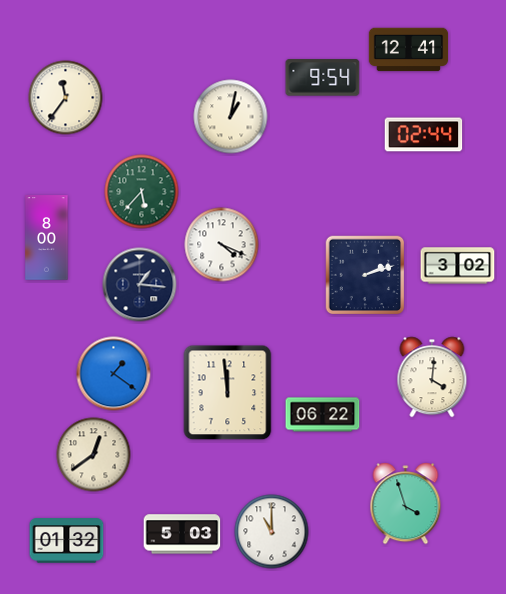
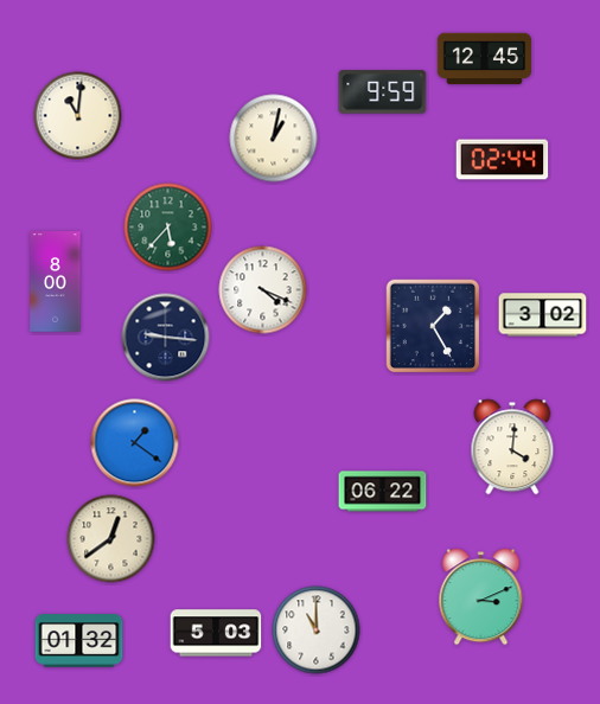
clock at (409, 50): 12:41 -> 12:45
clock at (323, 78): 9:54 -> 9:59
clock at (66, 98): 11:36 -> 11:01
clock at (365, 275): 2:12 -> 1:25
clock at (140, 285): 1:16 -> 9:16
clock at (228, 393): 11:59 -> none
clock at (406, 504): 3:57 -> 3:11
clock at (272, 532) position: (272, 532) -> (317, 631)
